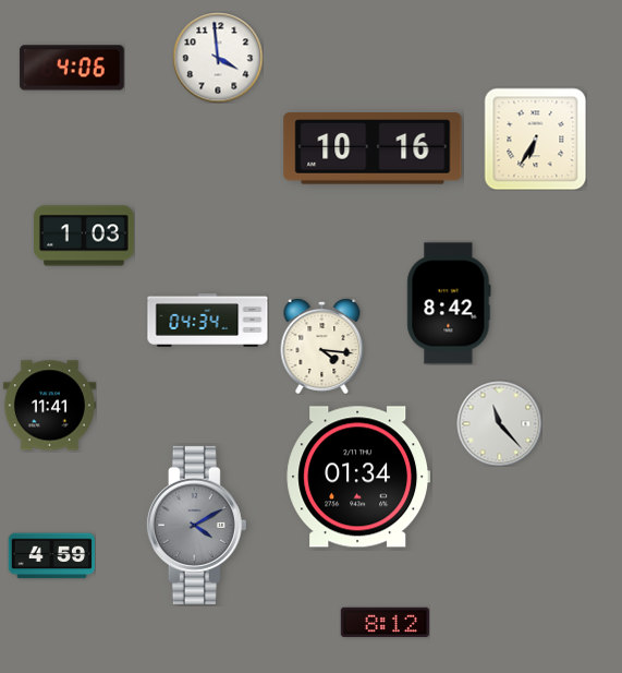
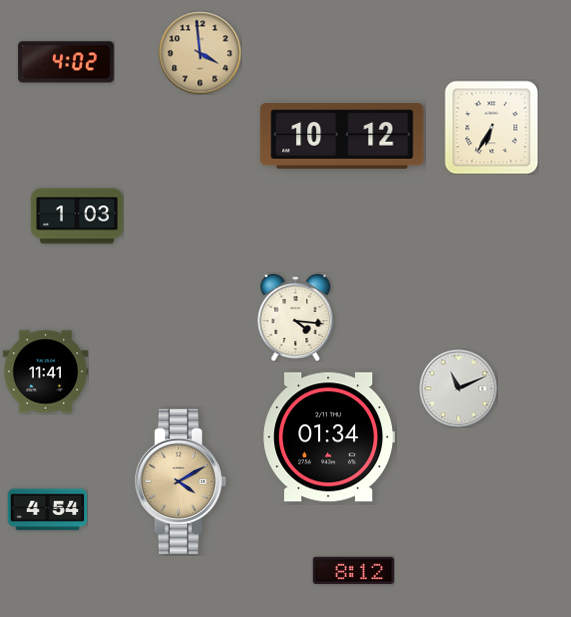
clock at (218, 58) dial: white -> champagne
clock at (72, 68): 4:06 -> 4:02
clock at (373, 148): 10:16 -> 10:12
clock at (449, 303): 8:42 -> none
clock at (208, 321): 04:34 -> none
clock at (499, 423): 11:23 -> 11:11
clock at (196, 525) dial: grey -> champagne
clock at (51, 556): 4:59 -> 4:54
